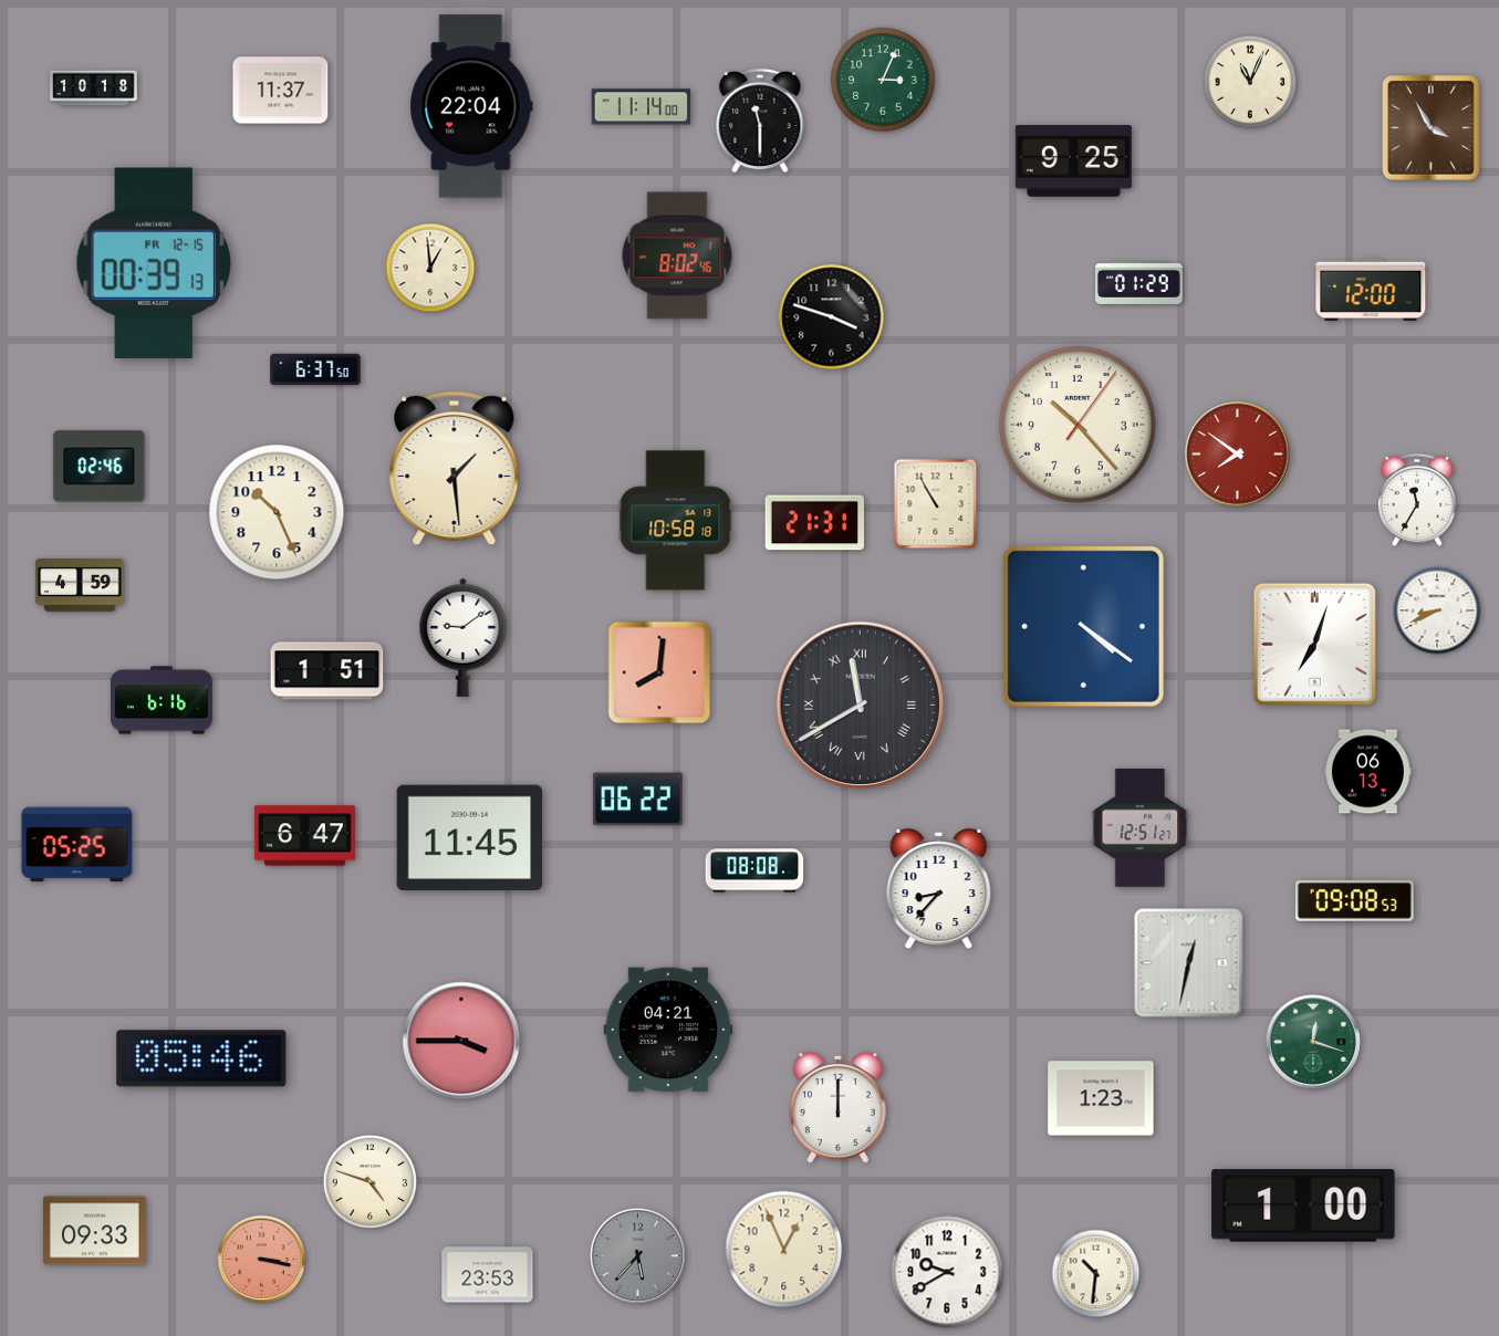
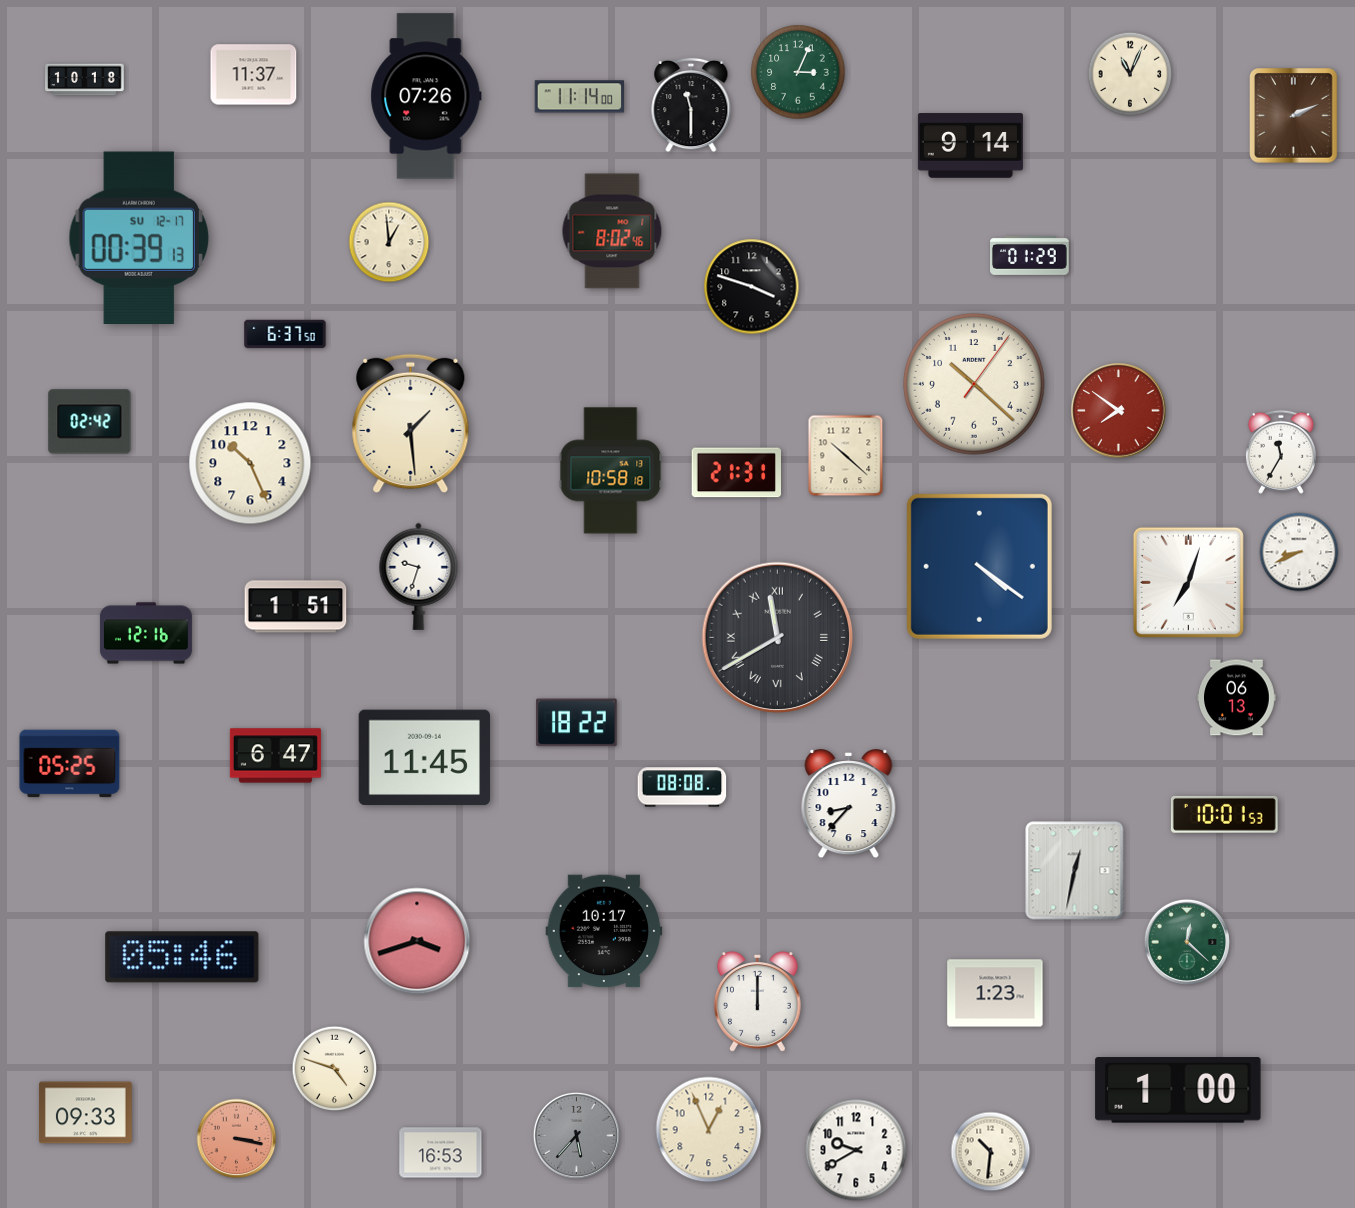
clock at (281, 91) position: (281, 91) -> (254, 75)
clock at (471, 106): 22:04 -> 07:26
clock at (760, 121) position: (760, 121) -> (691, 105)
clock at (1432, 128): 3:55 -> 2:11
clock at (1073, 161): 9:25 -> 9:14
clock at (154, 262) date: FR 12-15 -> SU 12-17
clock at (1371, 290): 12:00 -> none
clock at (1079, 426): 10:23 -> 10:22
clock at (100, 467): 02:46 -> 02:42
clock at (936, 504): 10:55 -> 10:22
clock at (80, 586): 4:59 -> none
clock at (464, 637): 9:09 -> 9:33
clock at (659, 672): 8:01 -> none
clock at (162, 700): 6:16 -> 12:16
clock at (638, 800): 06:22 -> 18:22
clock at (1141, 828): 12:51 -> none
clock at (1354, 900): 09:08 -> 10:01
clock at (668, 1030): 04:21 -> 10:17
clock at (461, 1041): 3:45 -> 3:42
clock at (1313, 1042): 12:18 -> 12:22
clock at (488, 1275): 23:53 -> 16:53
